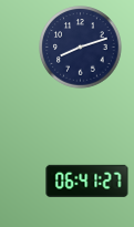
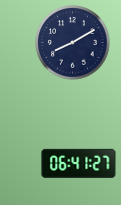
clock at (81, 48): 8:12 -> 8:10
